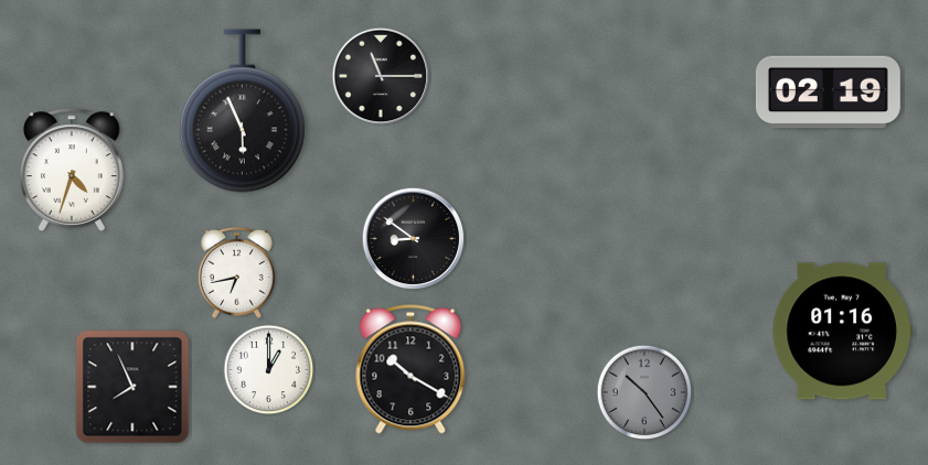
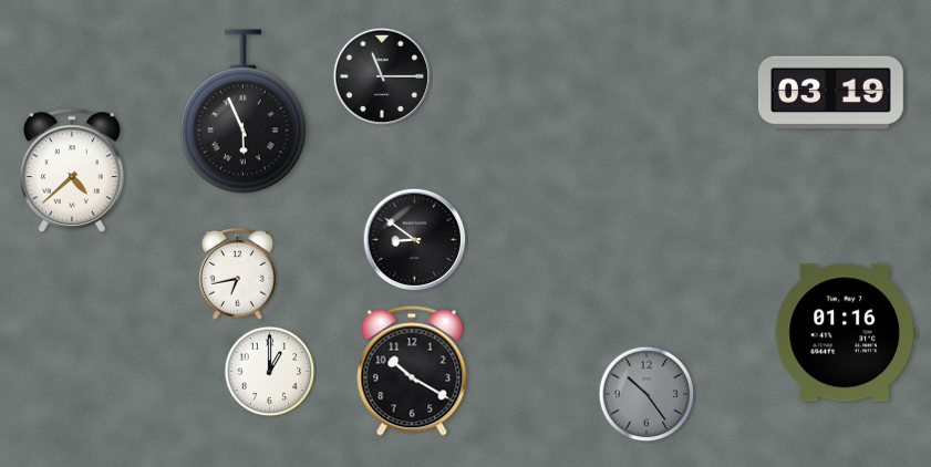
clock at (828, 93): 02:19 -> 03:19
clock at (72, 170): 4:33 -> 4:38
clock at (132, 387): 7:56 -> none
